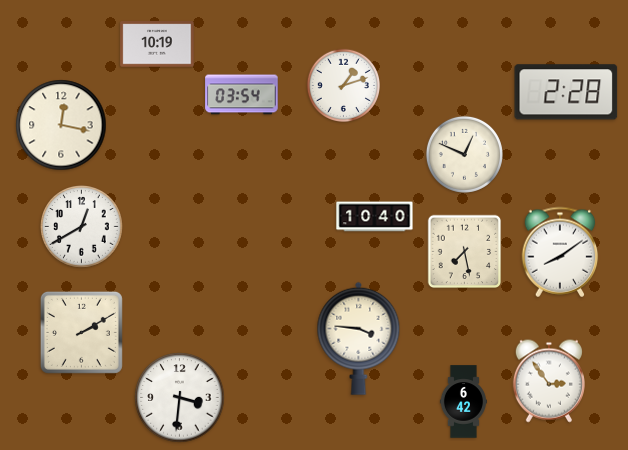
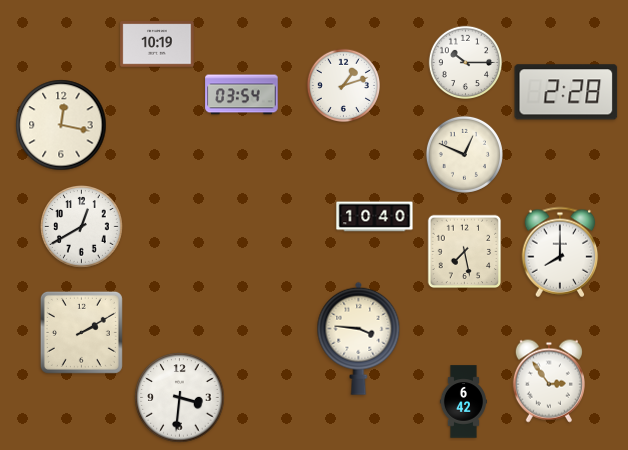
clock at (465, 62): none -> 10:15
clock at (560, 252): 8:09 -> 8:00
